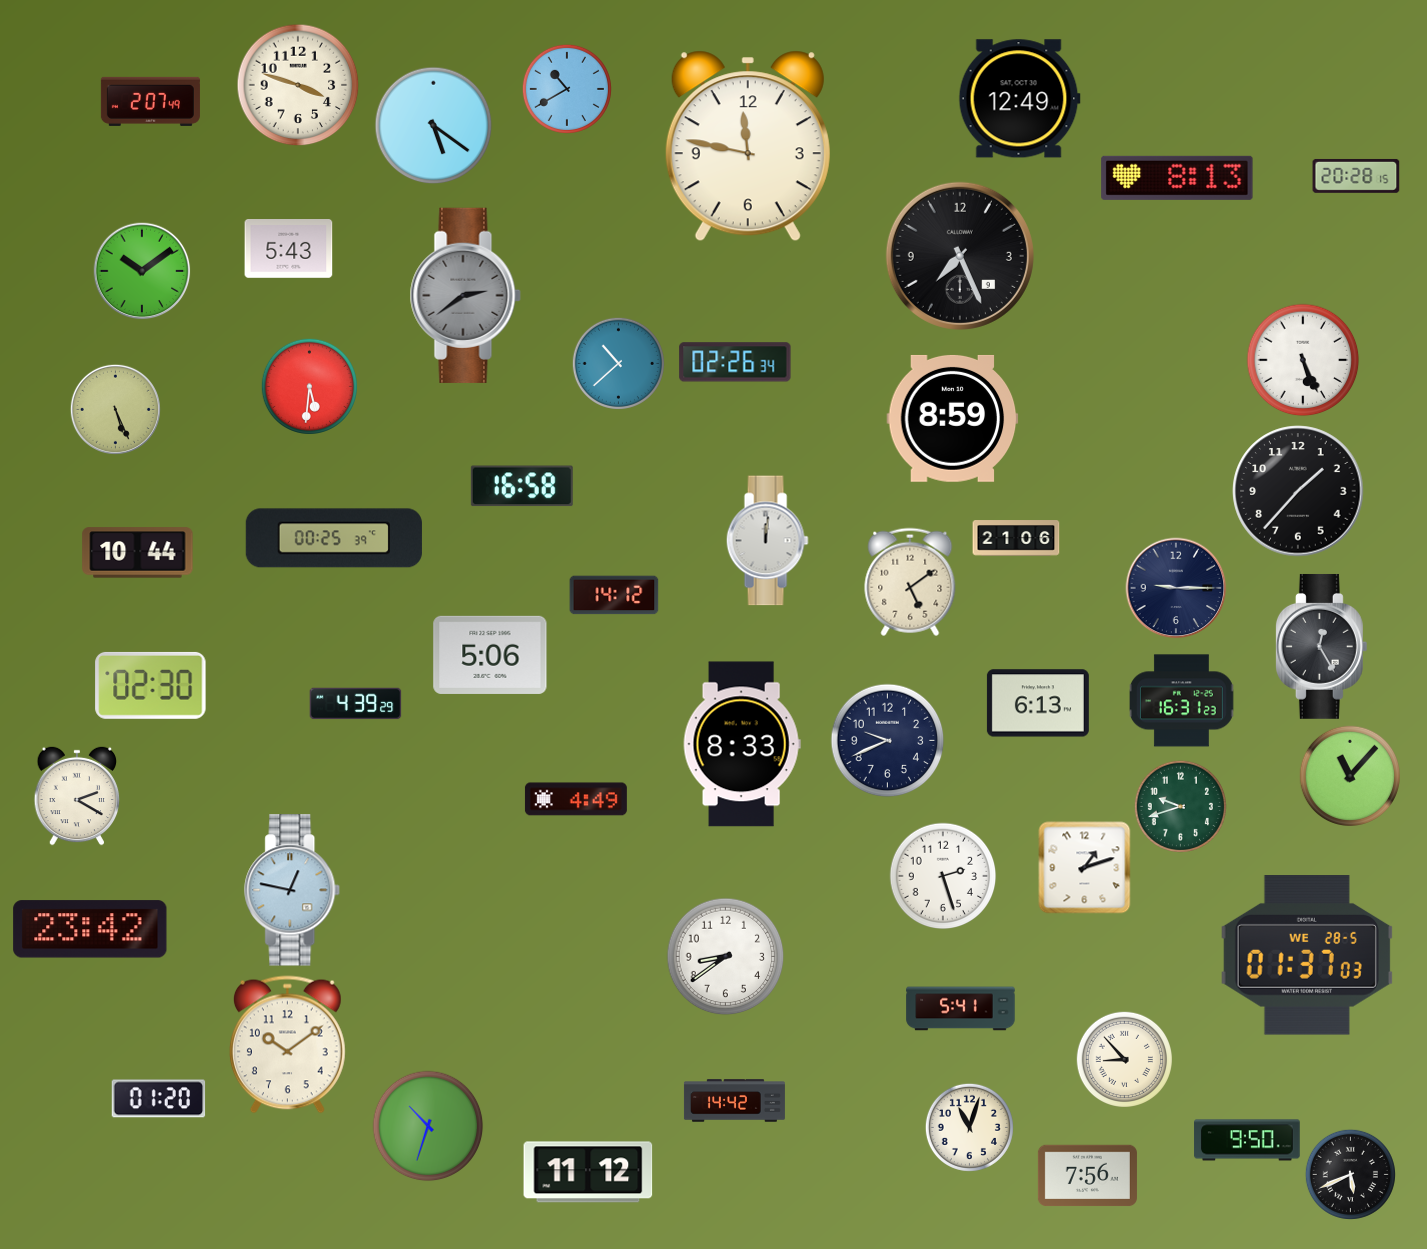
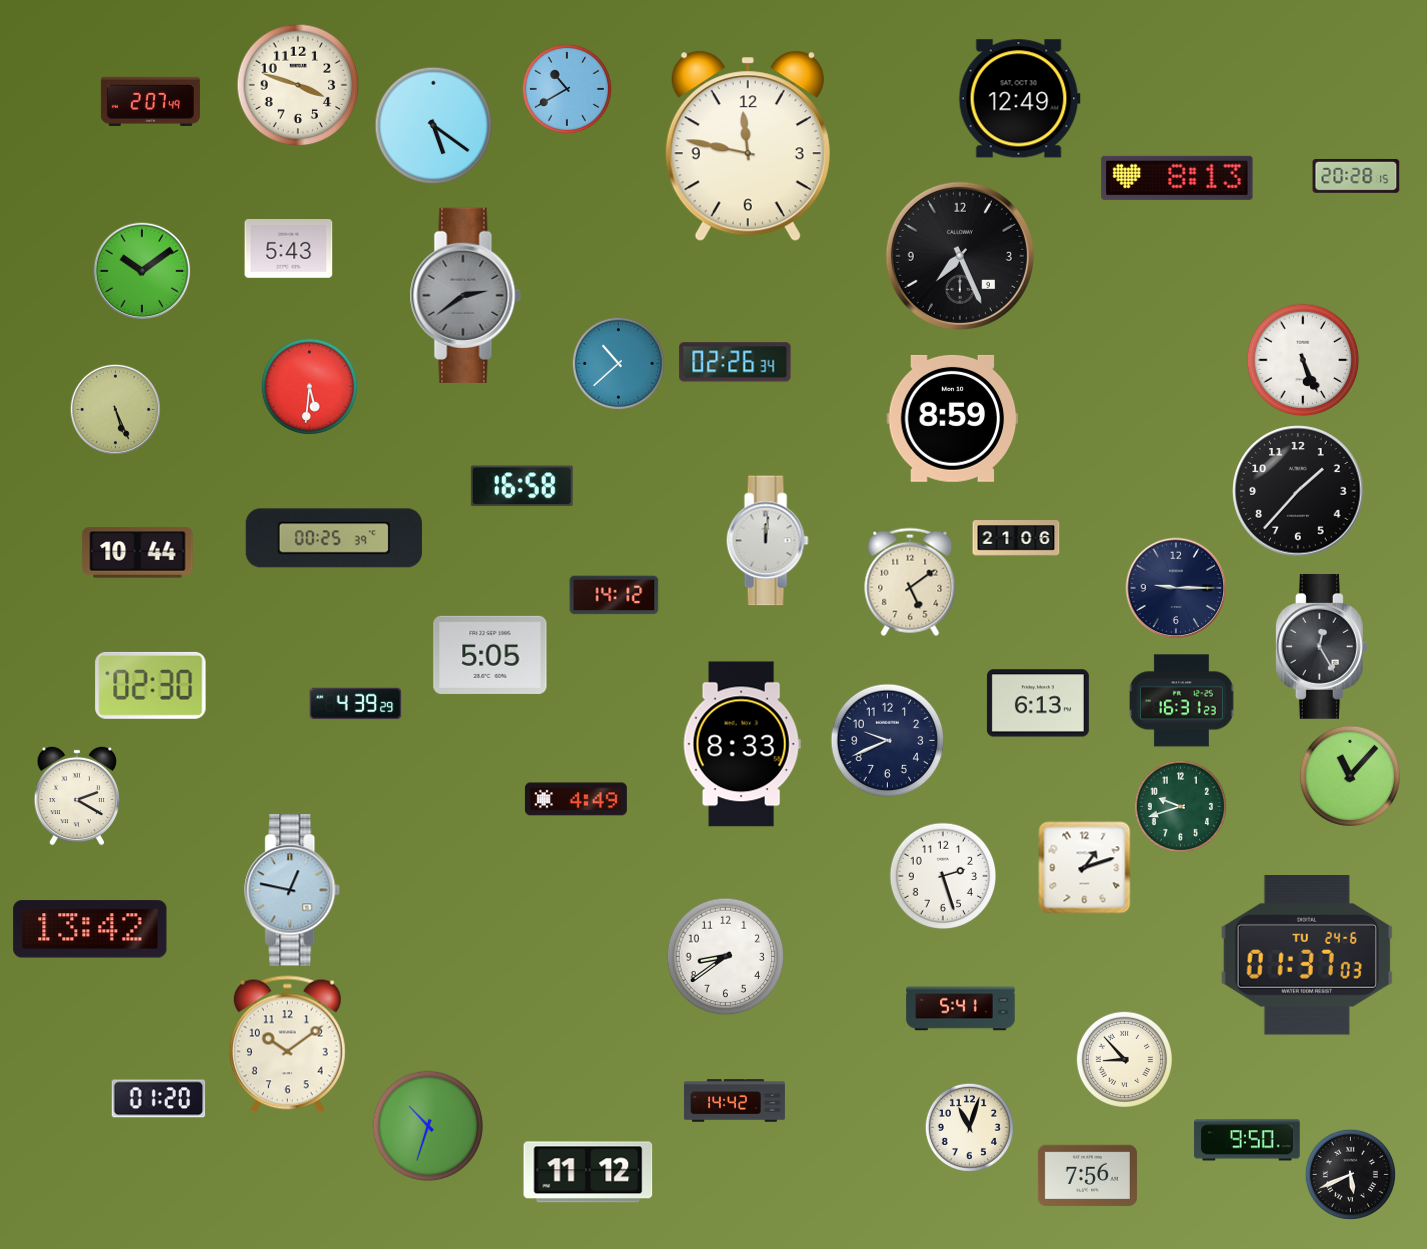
clock at (490, 655): 5:06 -> 5:05
clock at (90, 929): 23:42 -> 13:42
clock at (1306, 955) date: WE 28-5 -> TU 24-6
